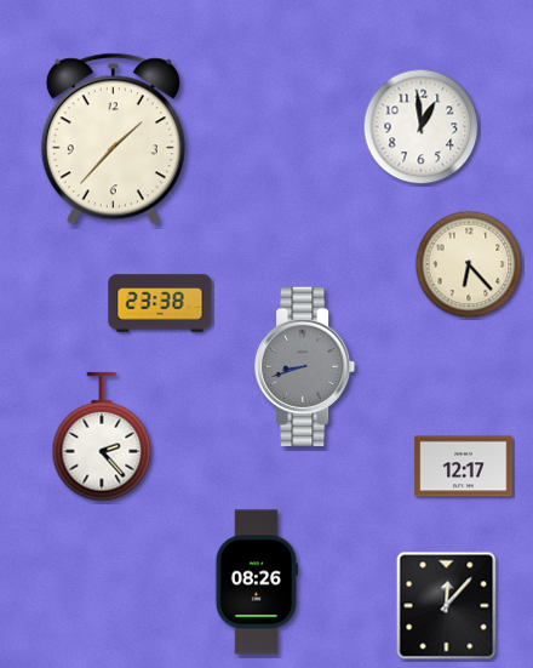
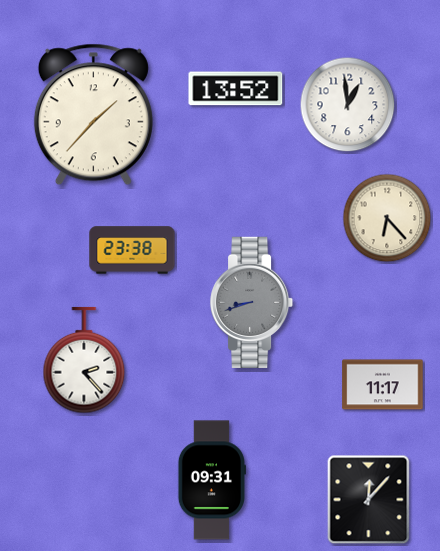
clock at (236, 89): none -> 13:52
clock at (464, 467): 12:17 -> 11:17
clock at (257, 582): 08:26 -> 09:31
